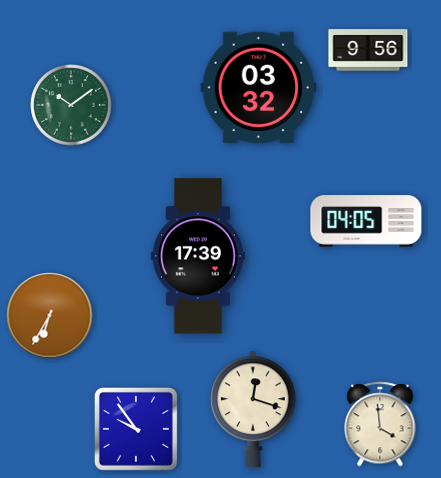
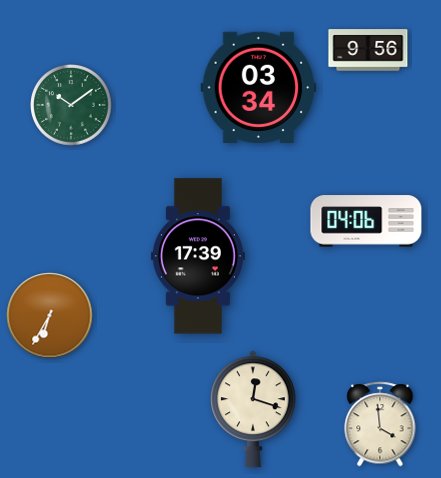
clock at (259, 87): 03:32 -> 03:34
clock at (366, 221): 04:05 -> 04:06
clock at (136, 429): 9:54 -> none
